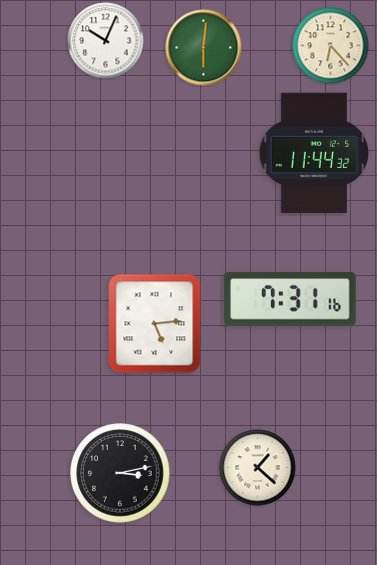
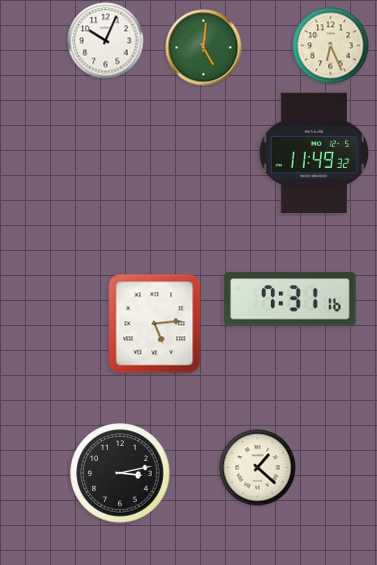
clock at (331, 46): 6:23 -> 6:26
clock at (204, 48): 6:01 -> 5:01
clock at (314, 152): 11:44 -> 11:49
